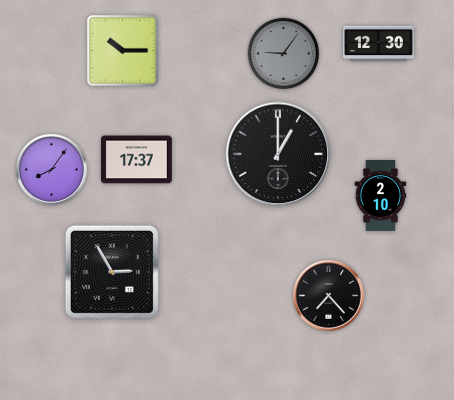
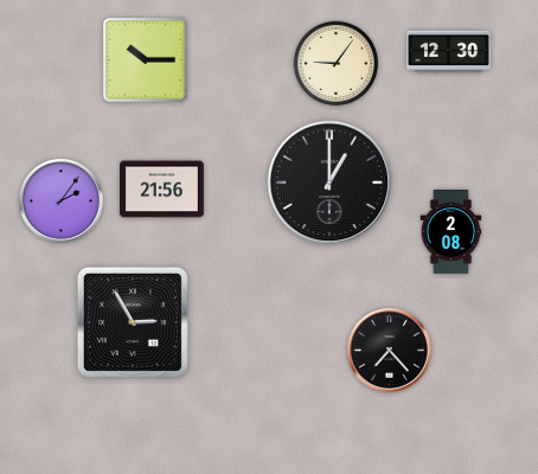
clock at (284, 54) dial: grey -> cream
clock at (137, 160): 17:37 -> 21:56
clock at (52, 170): 8:06 -> 2:06
clock at (381, 196): 2:10 -> 2:08
